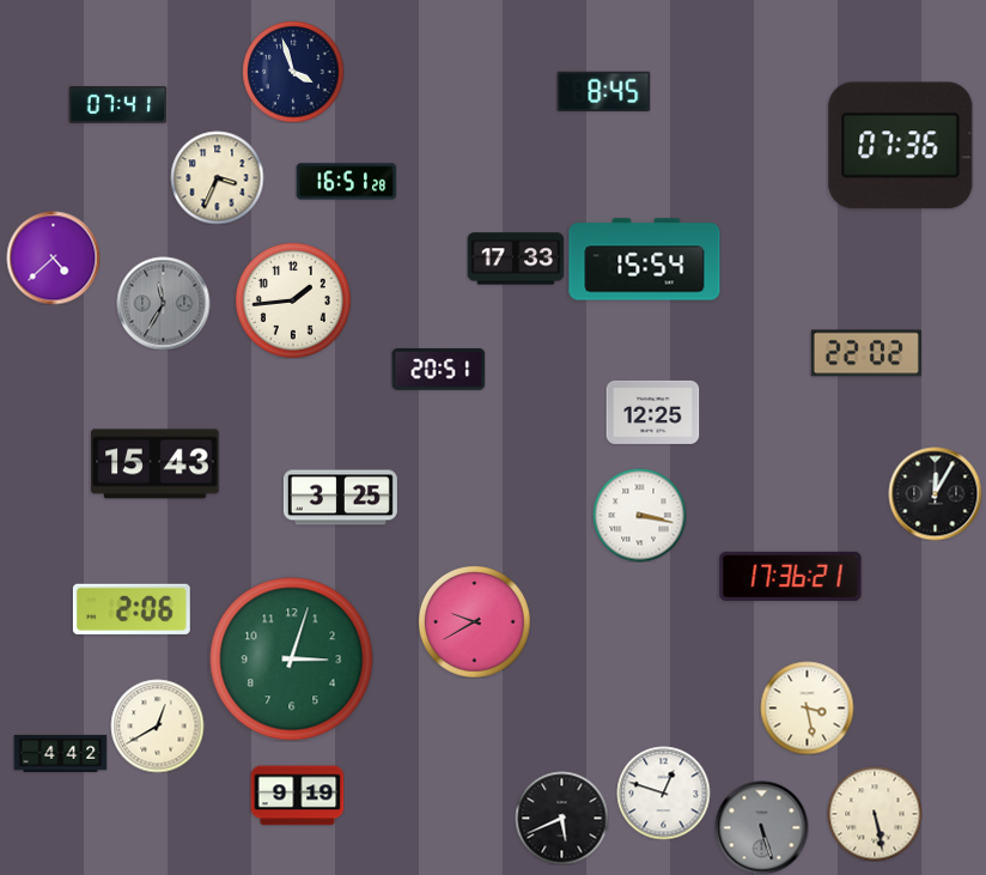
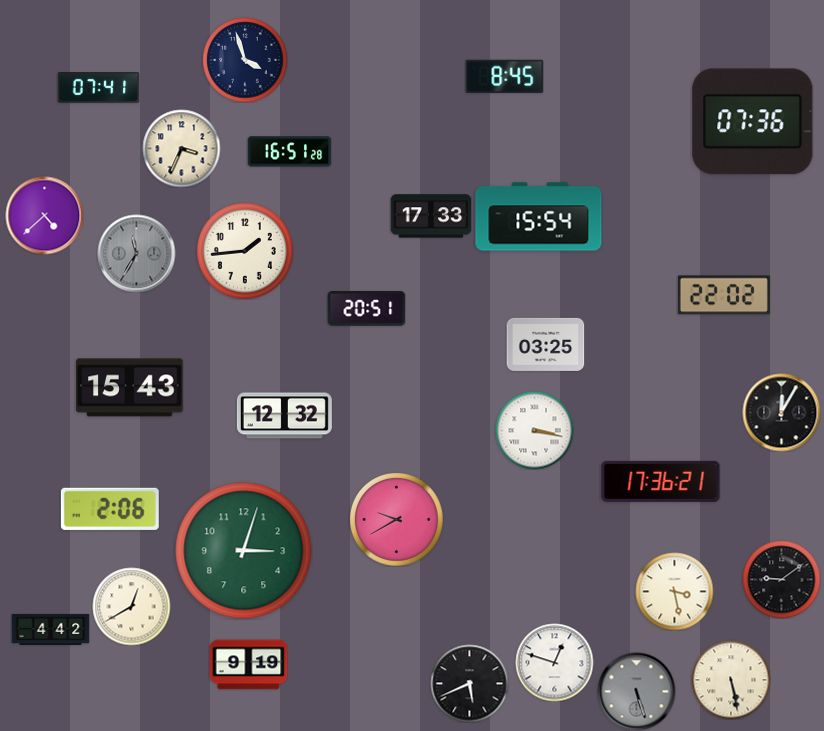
clock at (652, 412): 12:25 -> 03:25
clock at (340, 498): 3:25 -> 12:32
clock at (781, 579): none -> 9:09
